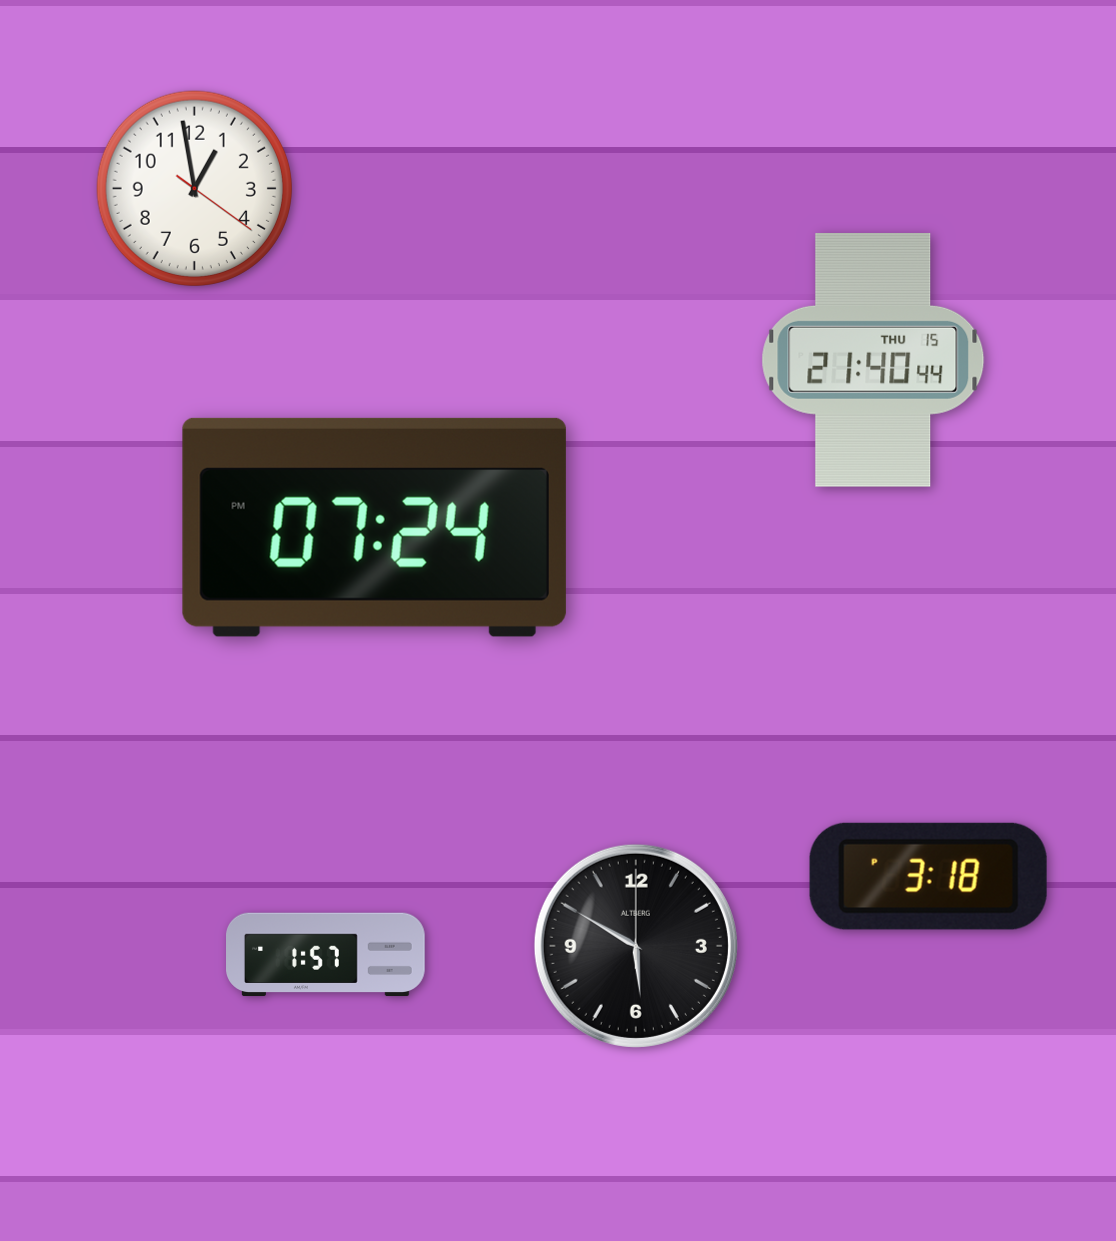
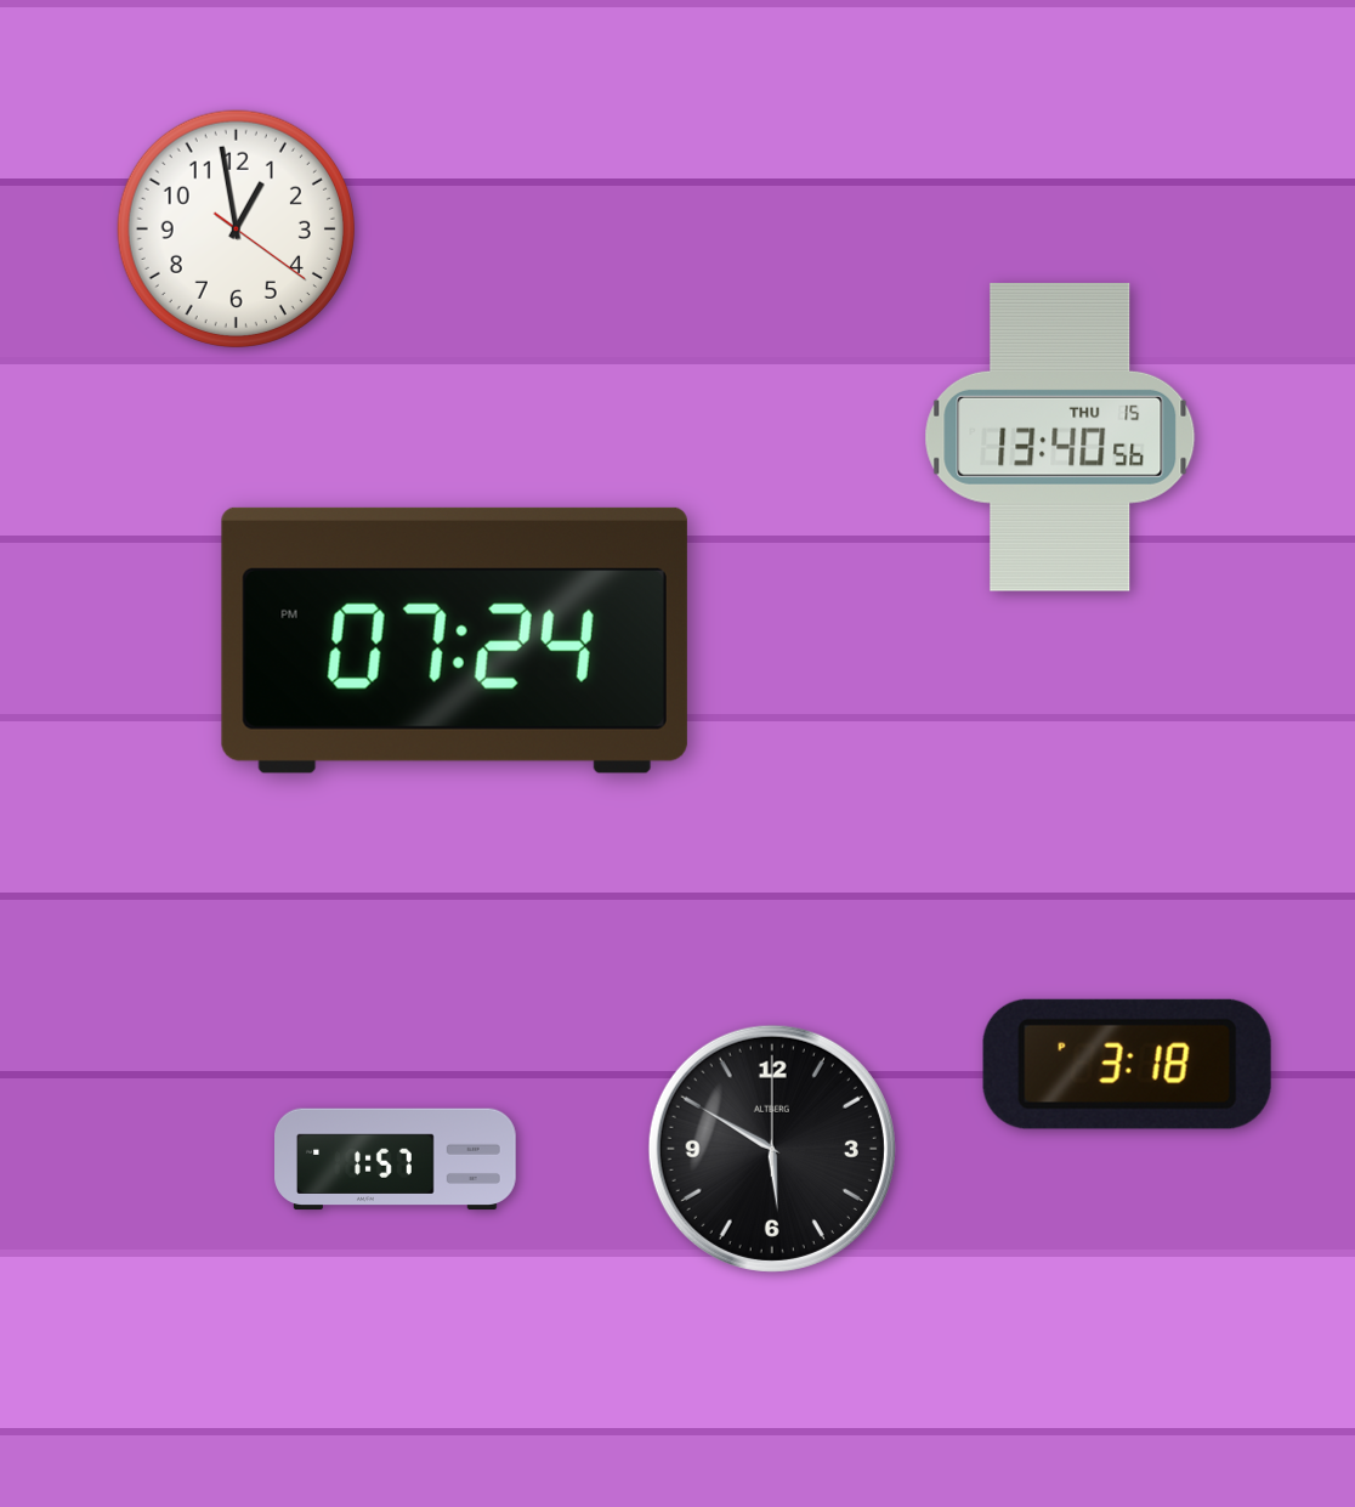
clock at (873, 360): 21:40 -> 13:40
